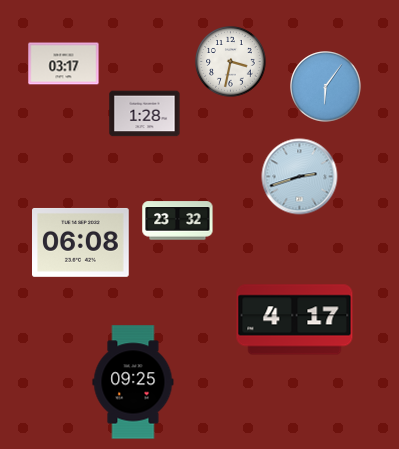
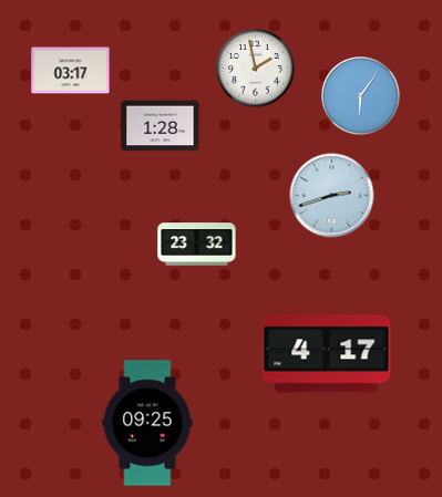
clock at (231, 62): 3:32 -> 1:58
clock at (81, 242): 06:08 -> none
